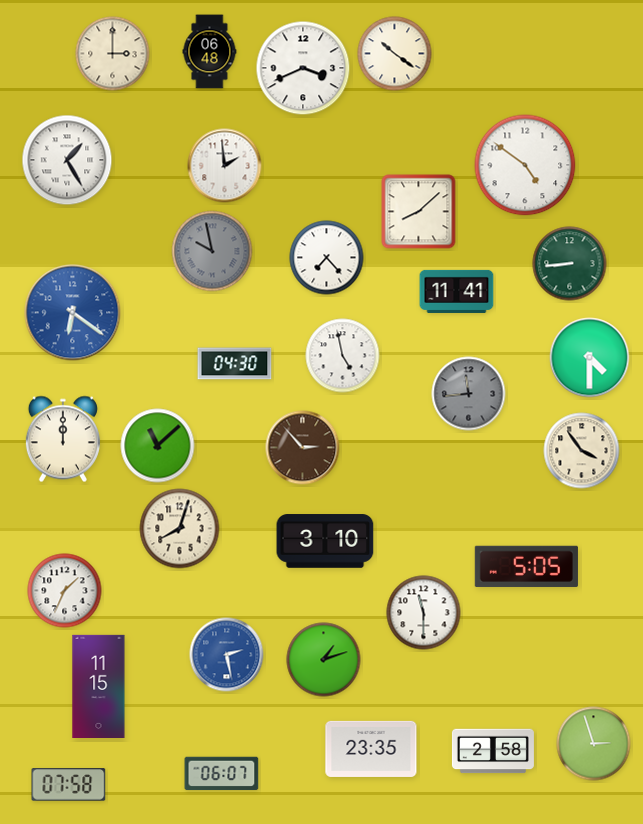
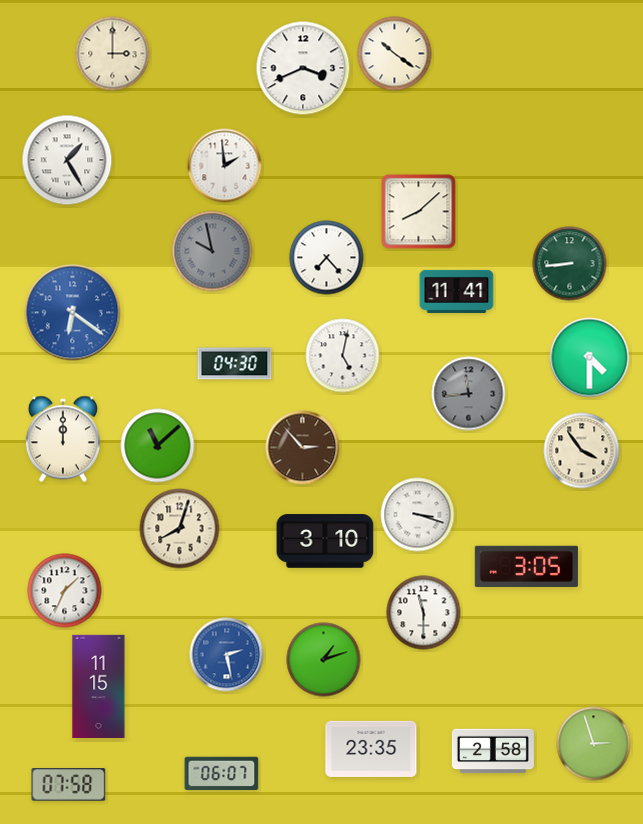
clock at (210, 52): 06:48 -> none
clock at (525, 165): 4:51 -> none
clock at (343, 356): 4:58 -> 5:02
clock at (418, 515): none -> 3:18
clock at (526, 566): 5:05 -> 3:05
